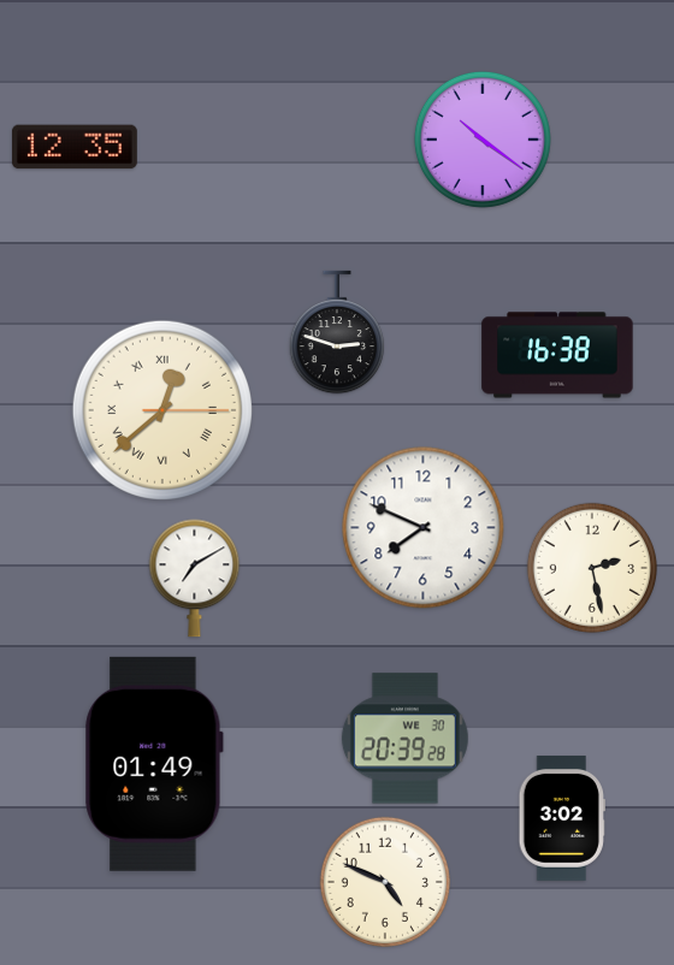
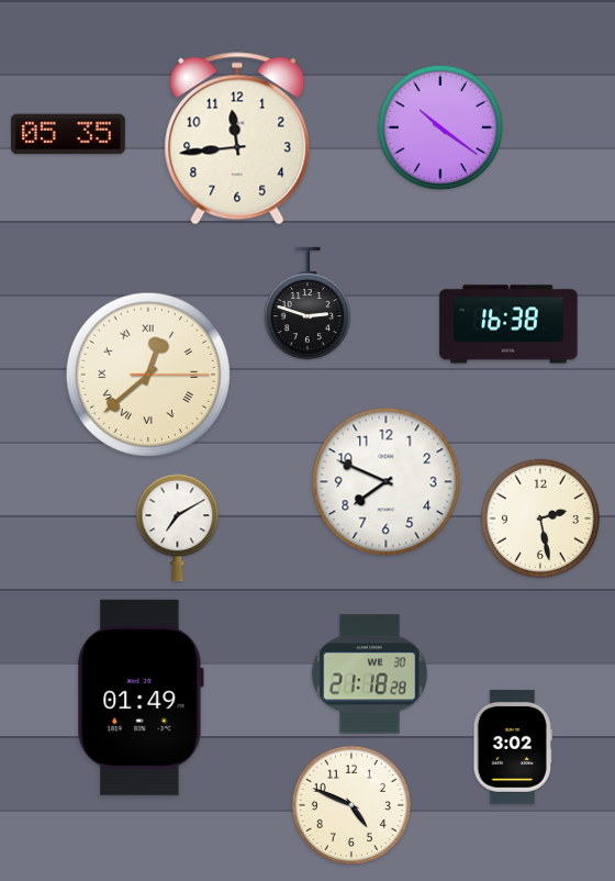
clock at (75, 147): 12:35 -> 05:35
clock at (237, 138): none -> 11:44
clock at (404, 739): 20:39 -> 21:18
